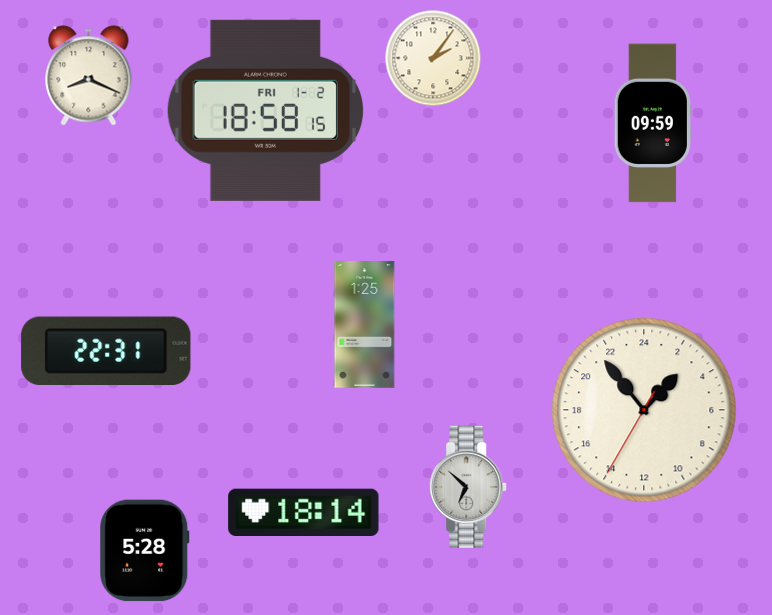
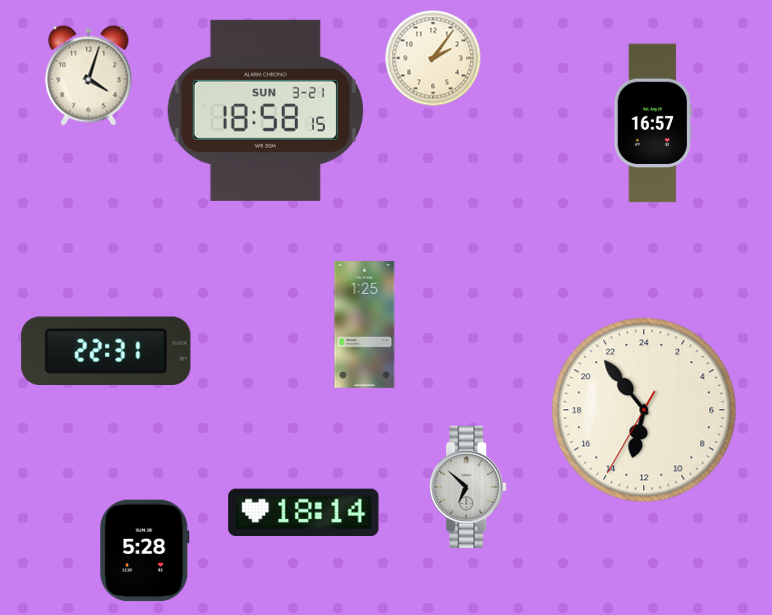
clock at (89, 76): 8:19 -> 4:03
clock at (265, 110) date: FRI 1-2 -> SUN 3-21
clock at (653, 123): 09:59 -> 16:57
clock at (644, 410): 2:53 -> 12:53
